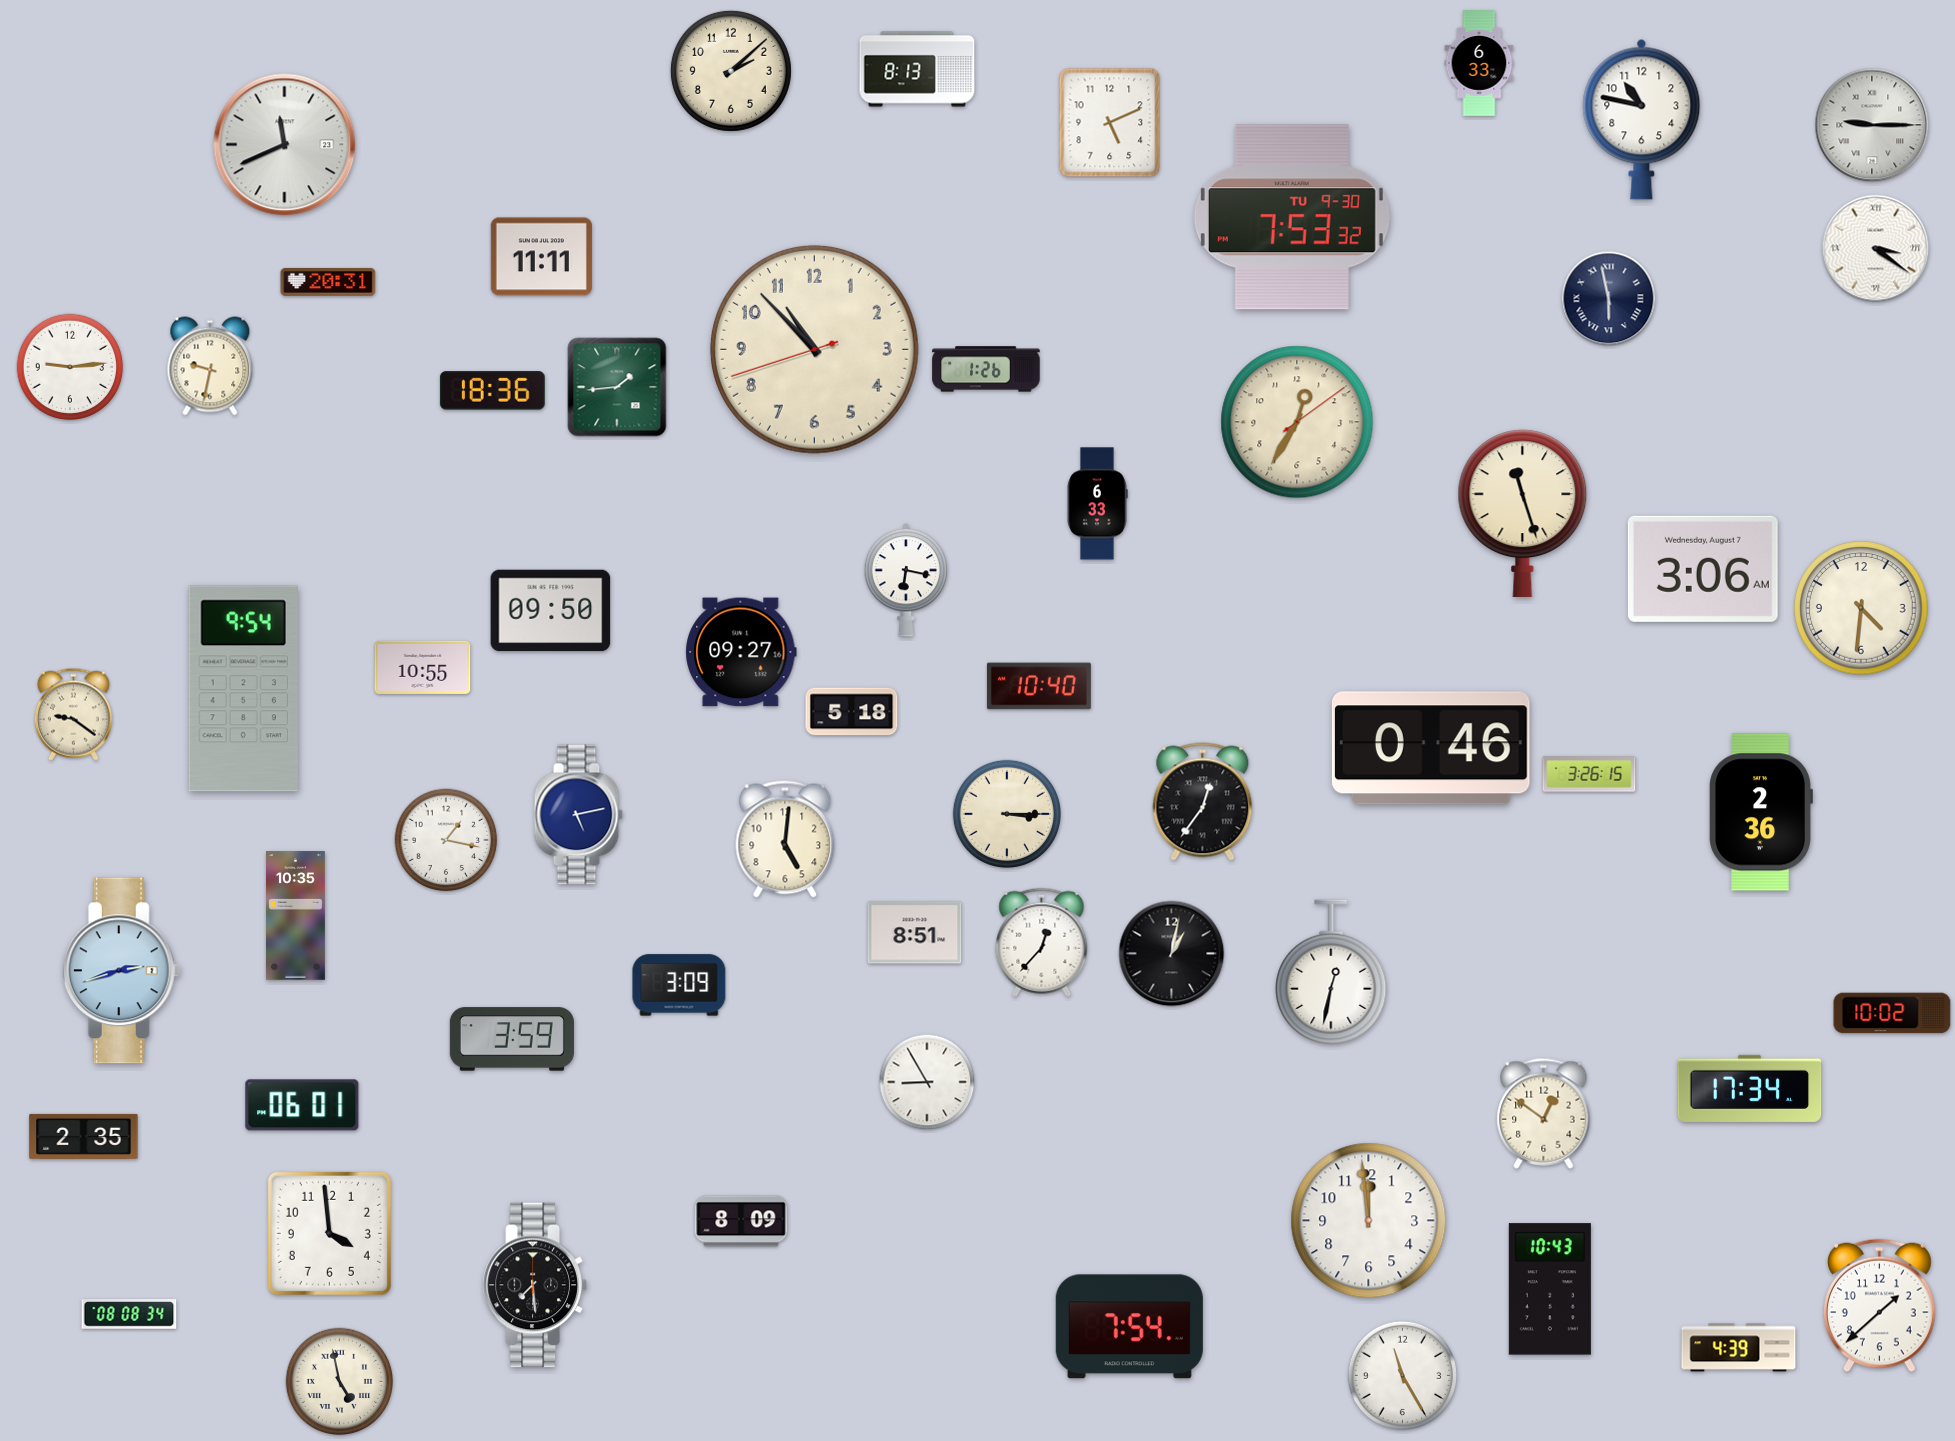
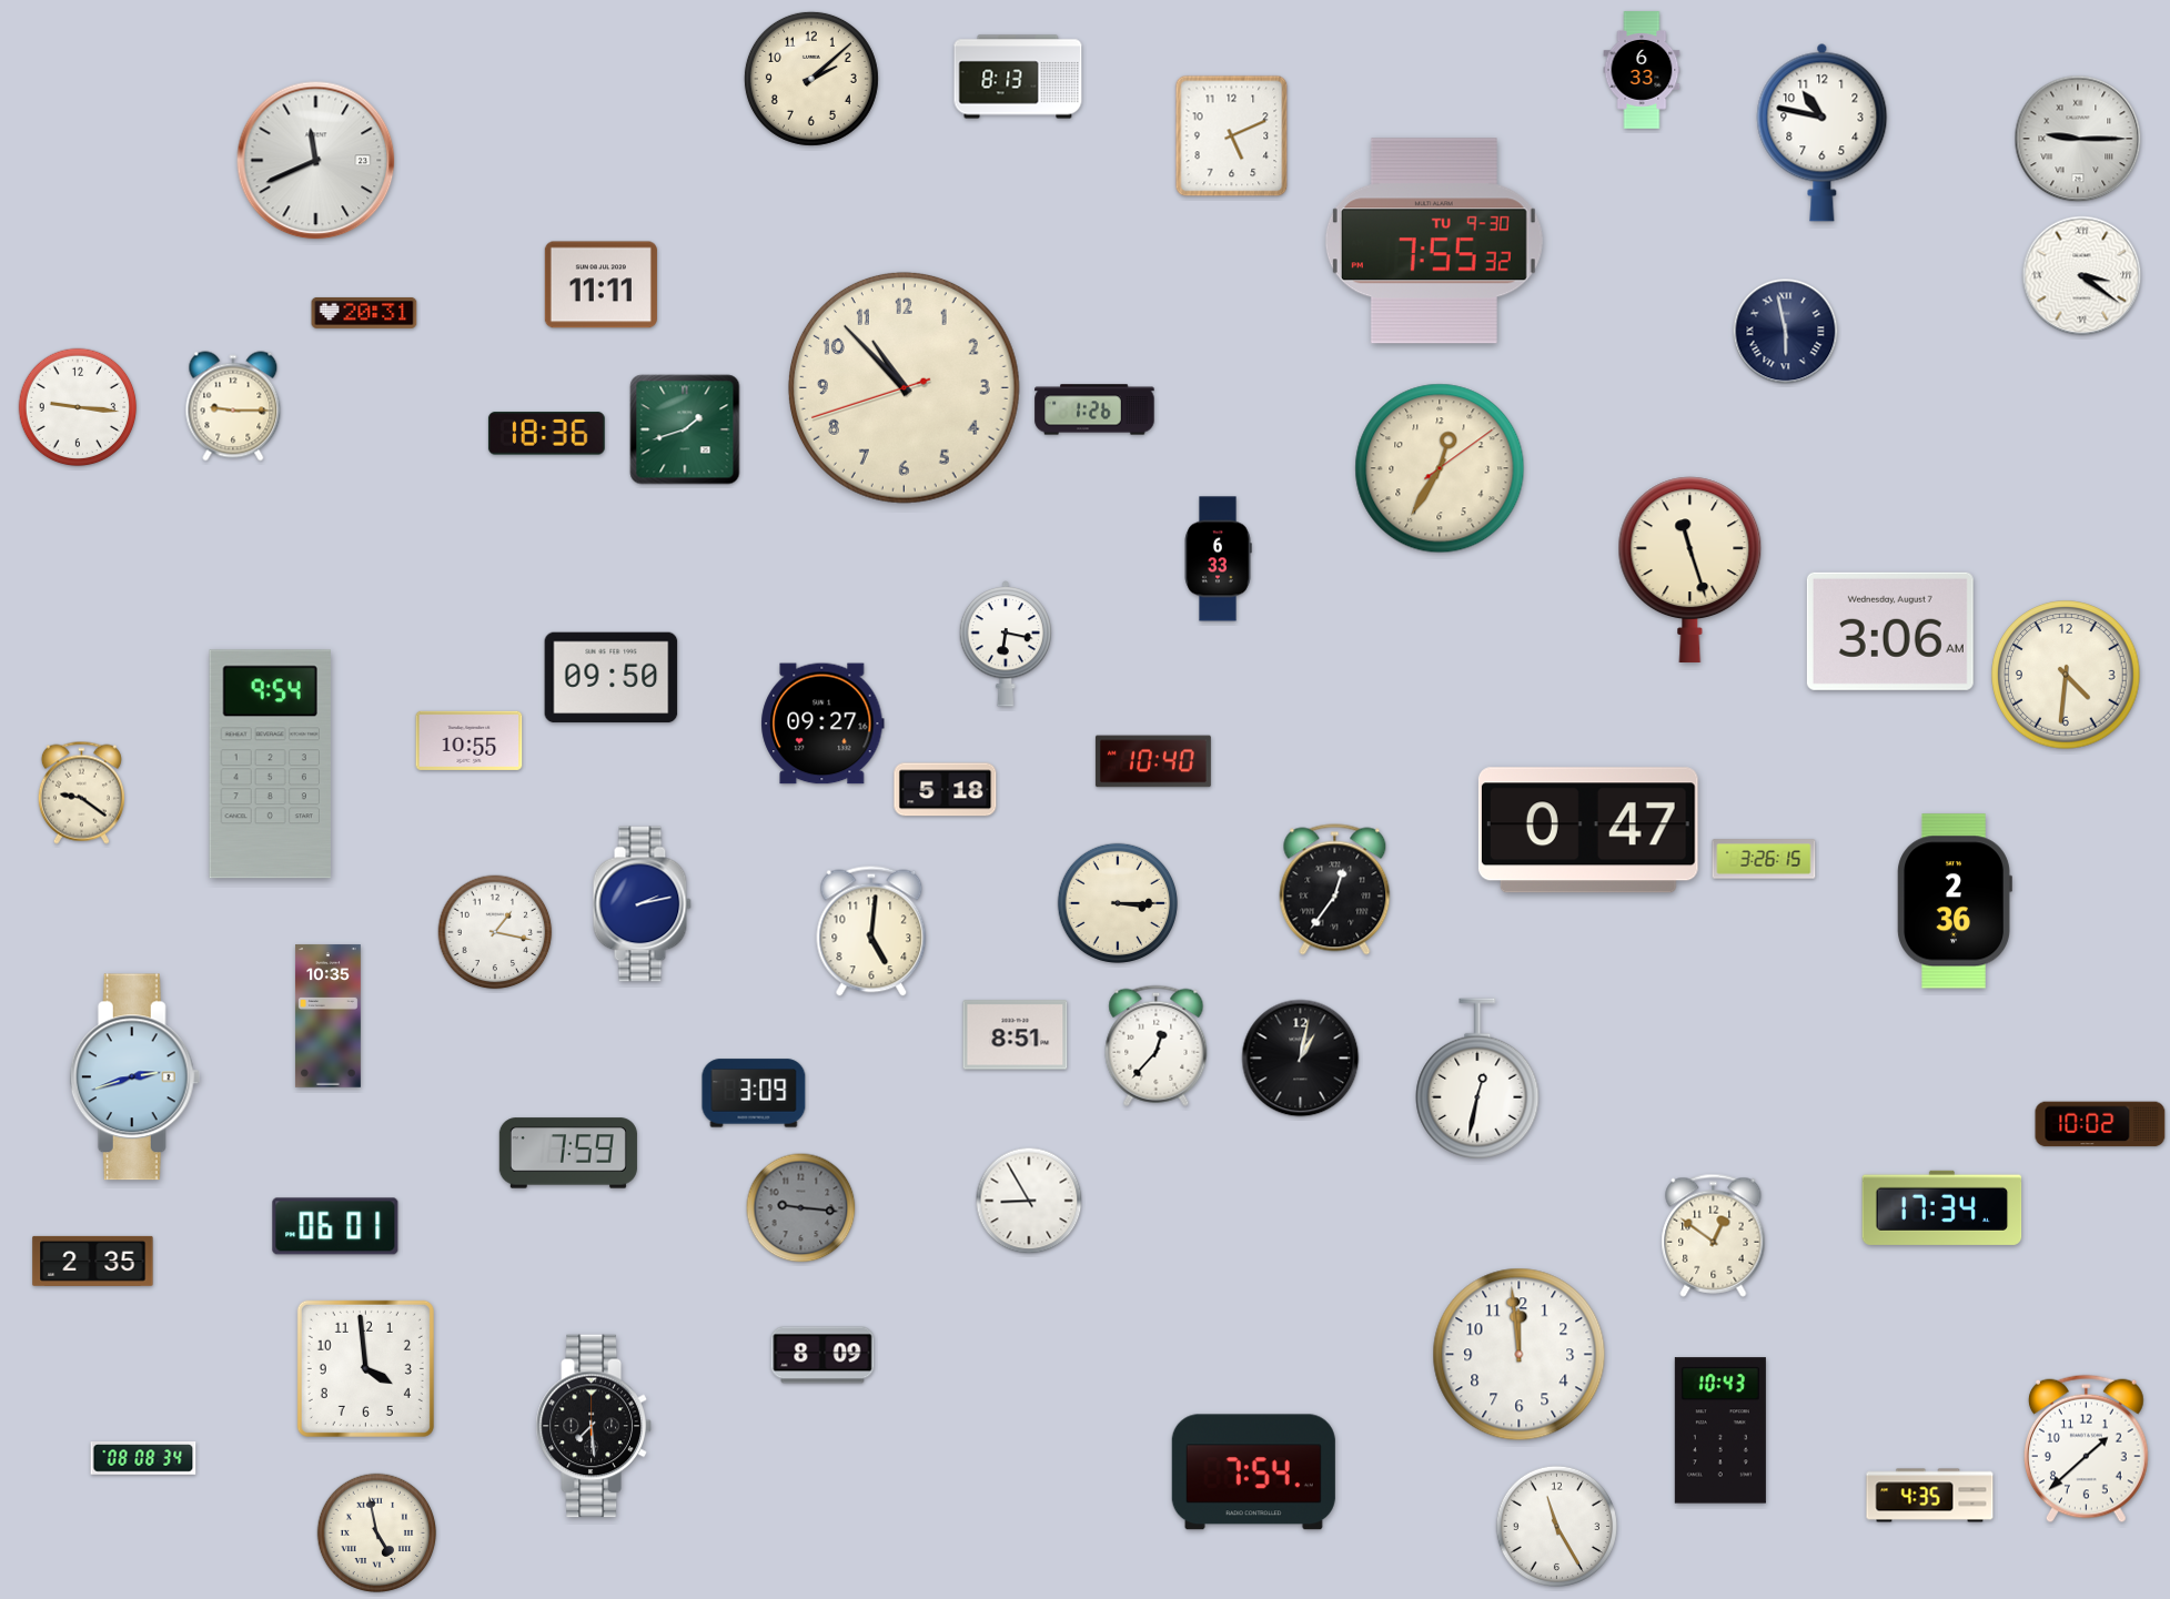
clock at (1292, 217): 7:53 -> 7:55
clock at (210, 366): 9:32 -> 9:15
clock at (70, 367): 9:14 -> 9:16
clock at (617, 387): 1:44 -> 1:42
clock at (1431, 748): 0:46 -> 0:47
clock at (578, 815): 5:13 -> 2:13
clock at (512, 1039): 3:59 -> 7:59
clock at (801, 1208): none -> 9:16
clock at (1739, 1348): 4:39 -> 4:35
